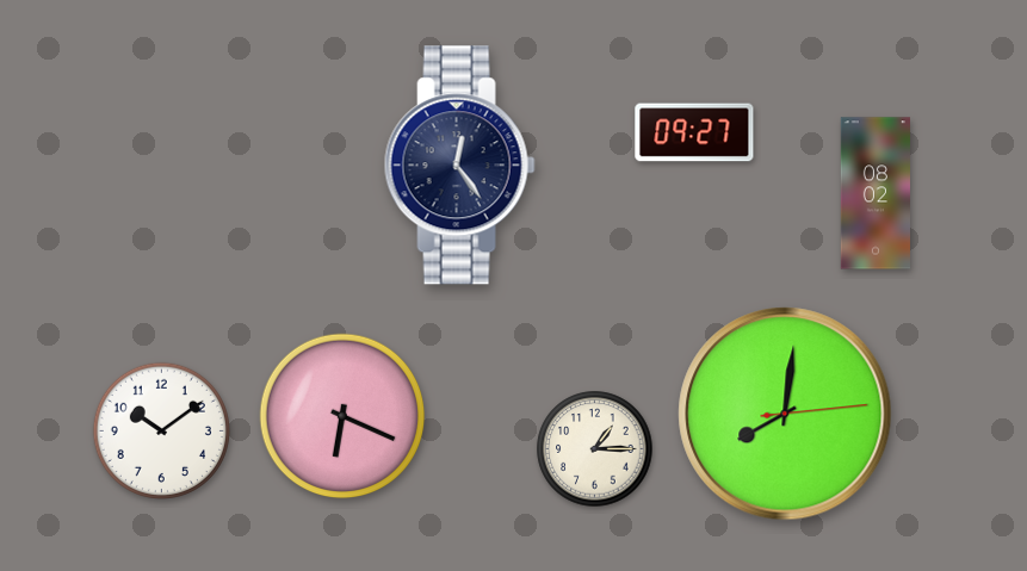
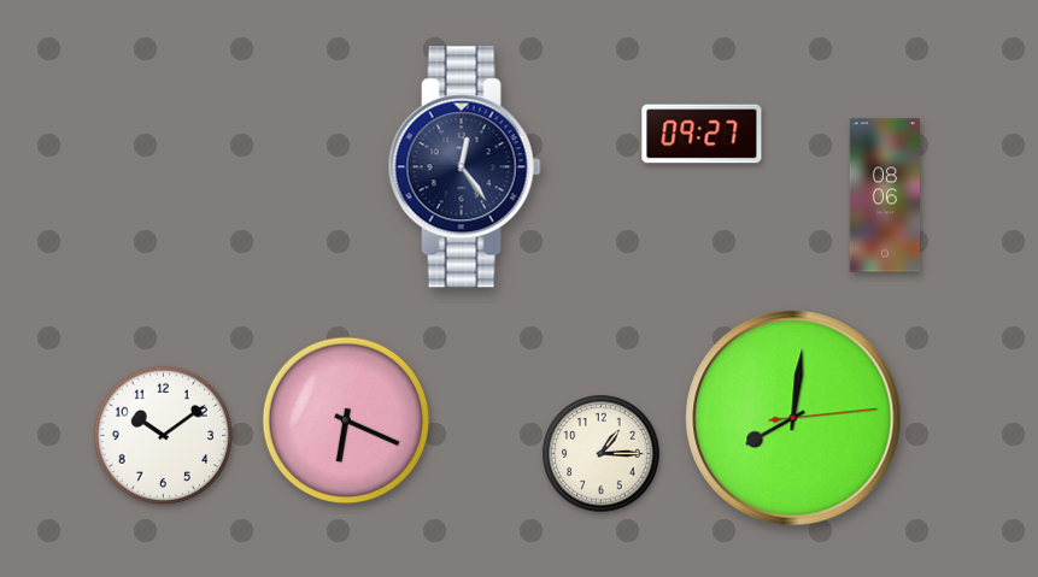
clock at (874, 193): 08:02 -> 08:06
